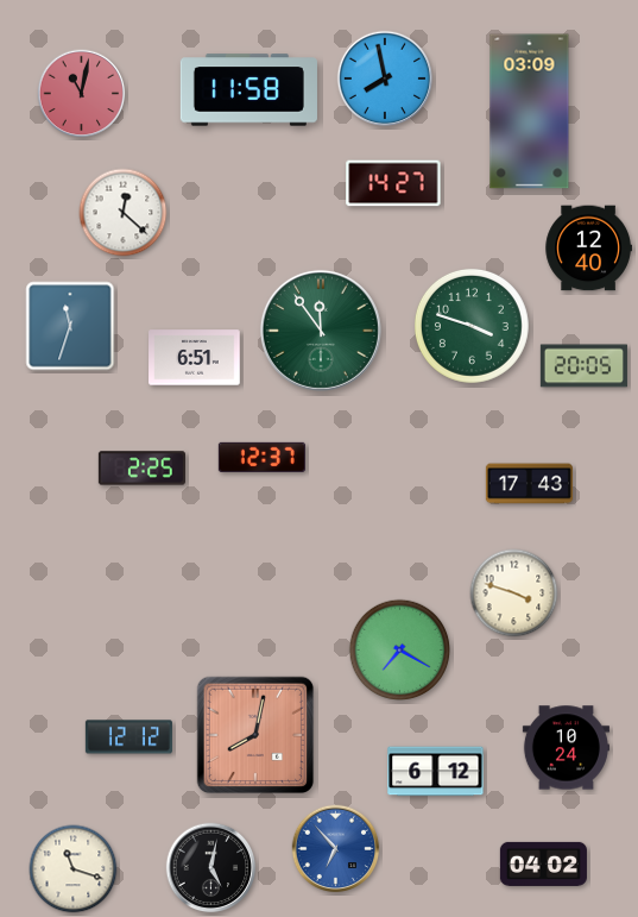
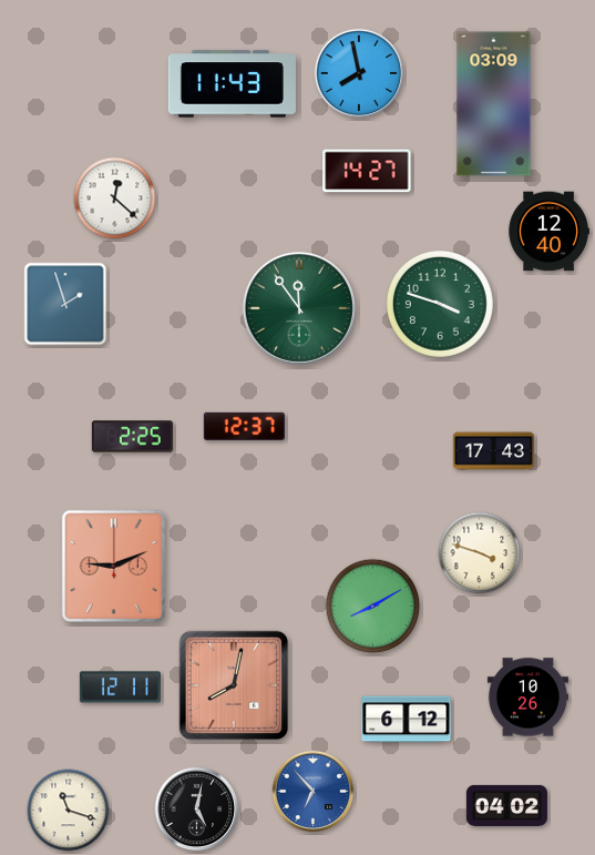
clock at (248, 90): 11:58 -> 11:43
clock at (82, 94): 11:02 -> none
clock at (70, 326): 11:33 -> 1:57
clock at (195, 358): 6:51 -> none
clock at (583, 366): 20:05 -> none
clock at (113, 567): none -> 9:11
clock at (400, 651): 7:20 -> 8:10
clock at (255, 735) position: (255, 735) -> (234, 685)
clock at (128, 737): 12:12 -> 12:11
clock at (566, 748): 10:24 -> 10:26
